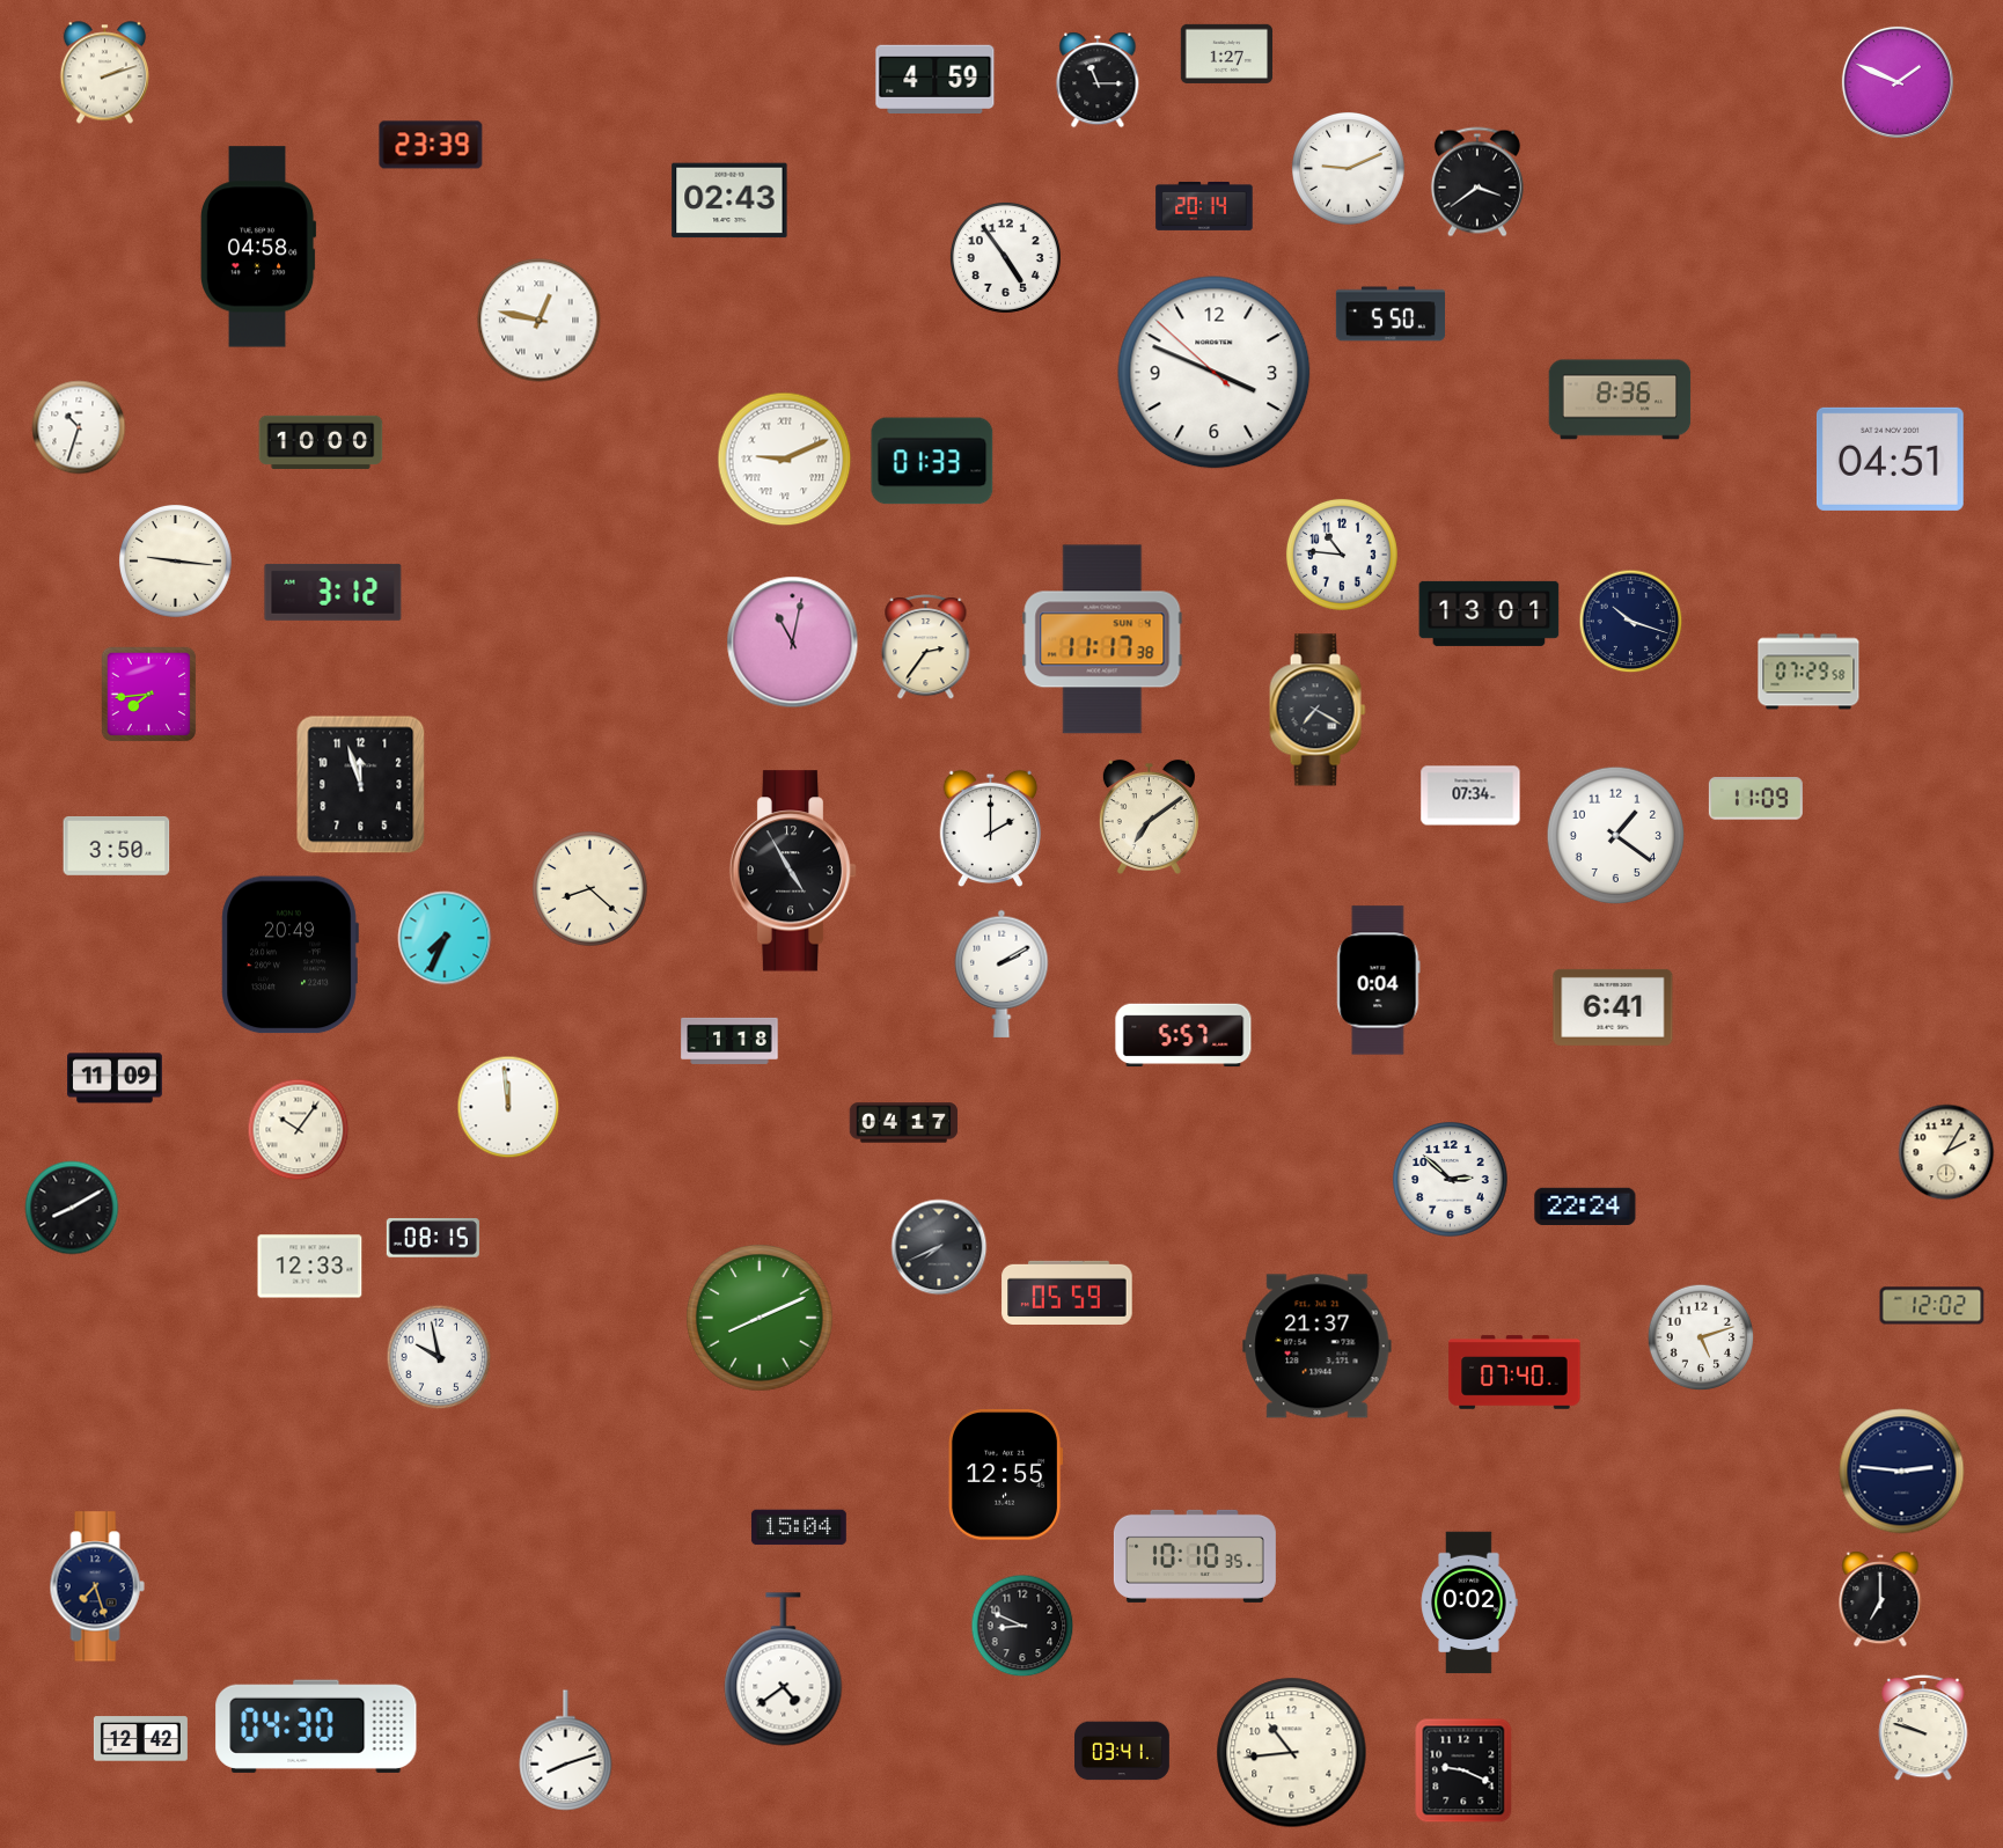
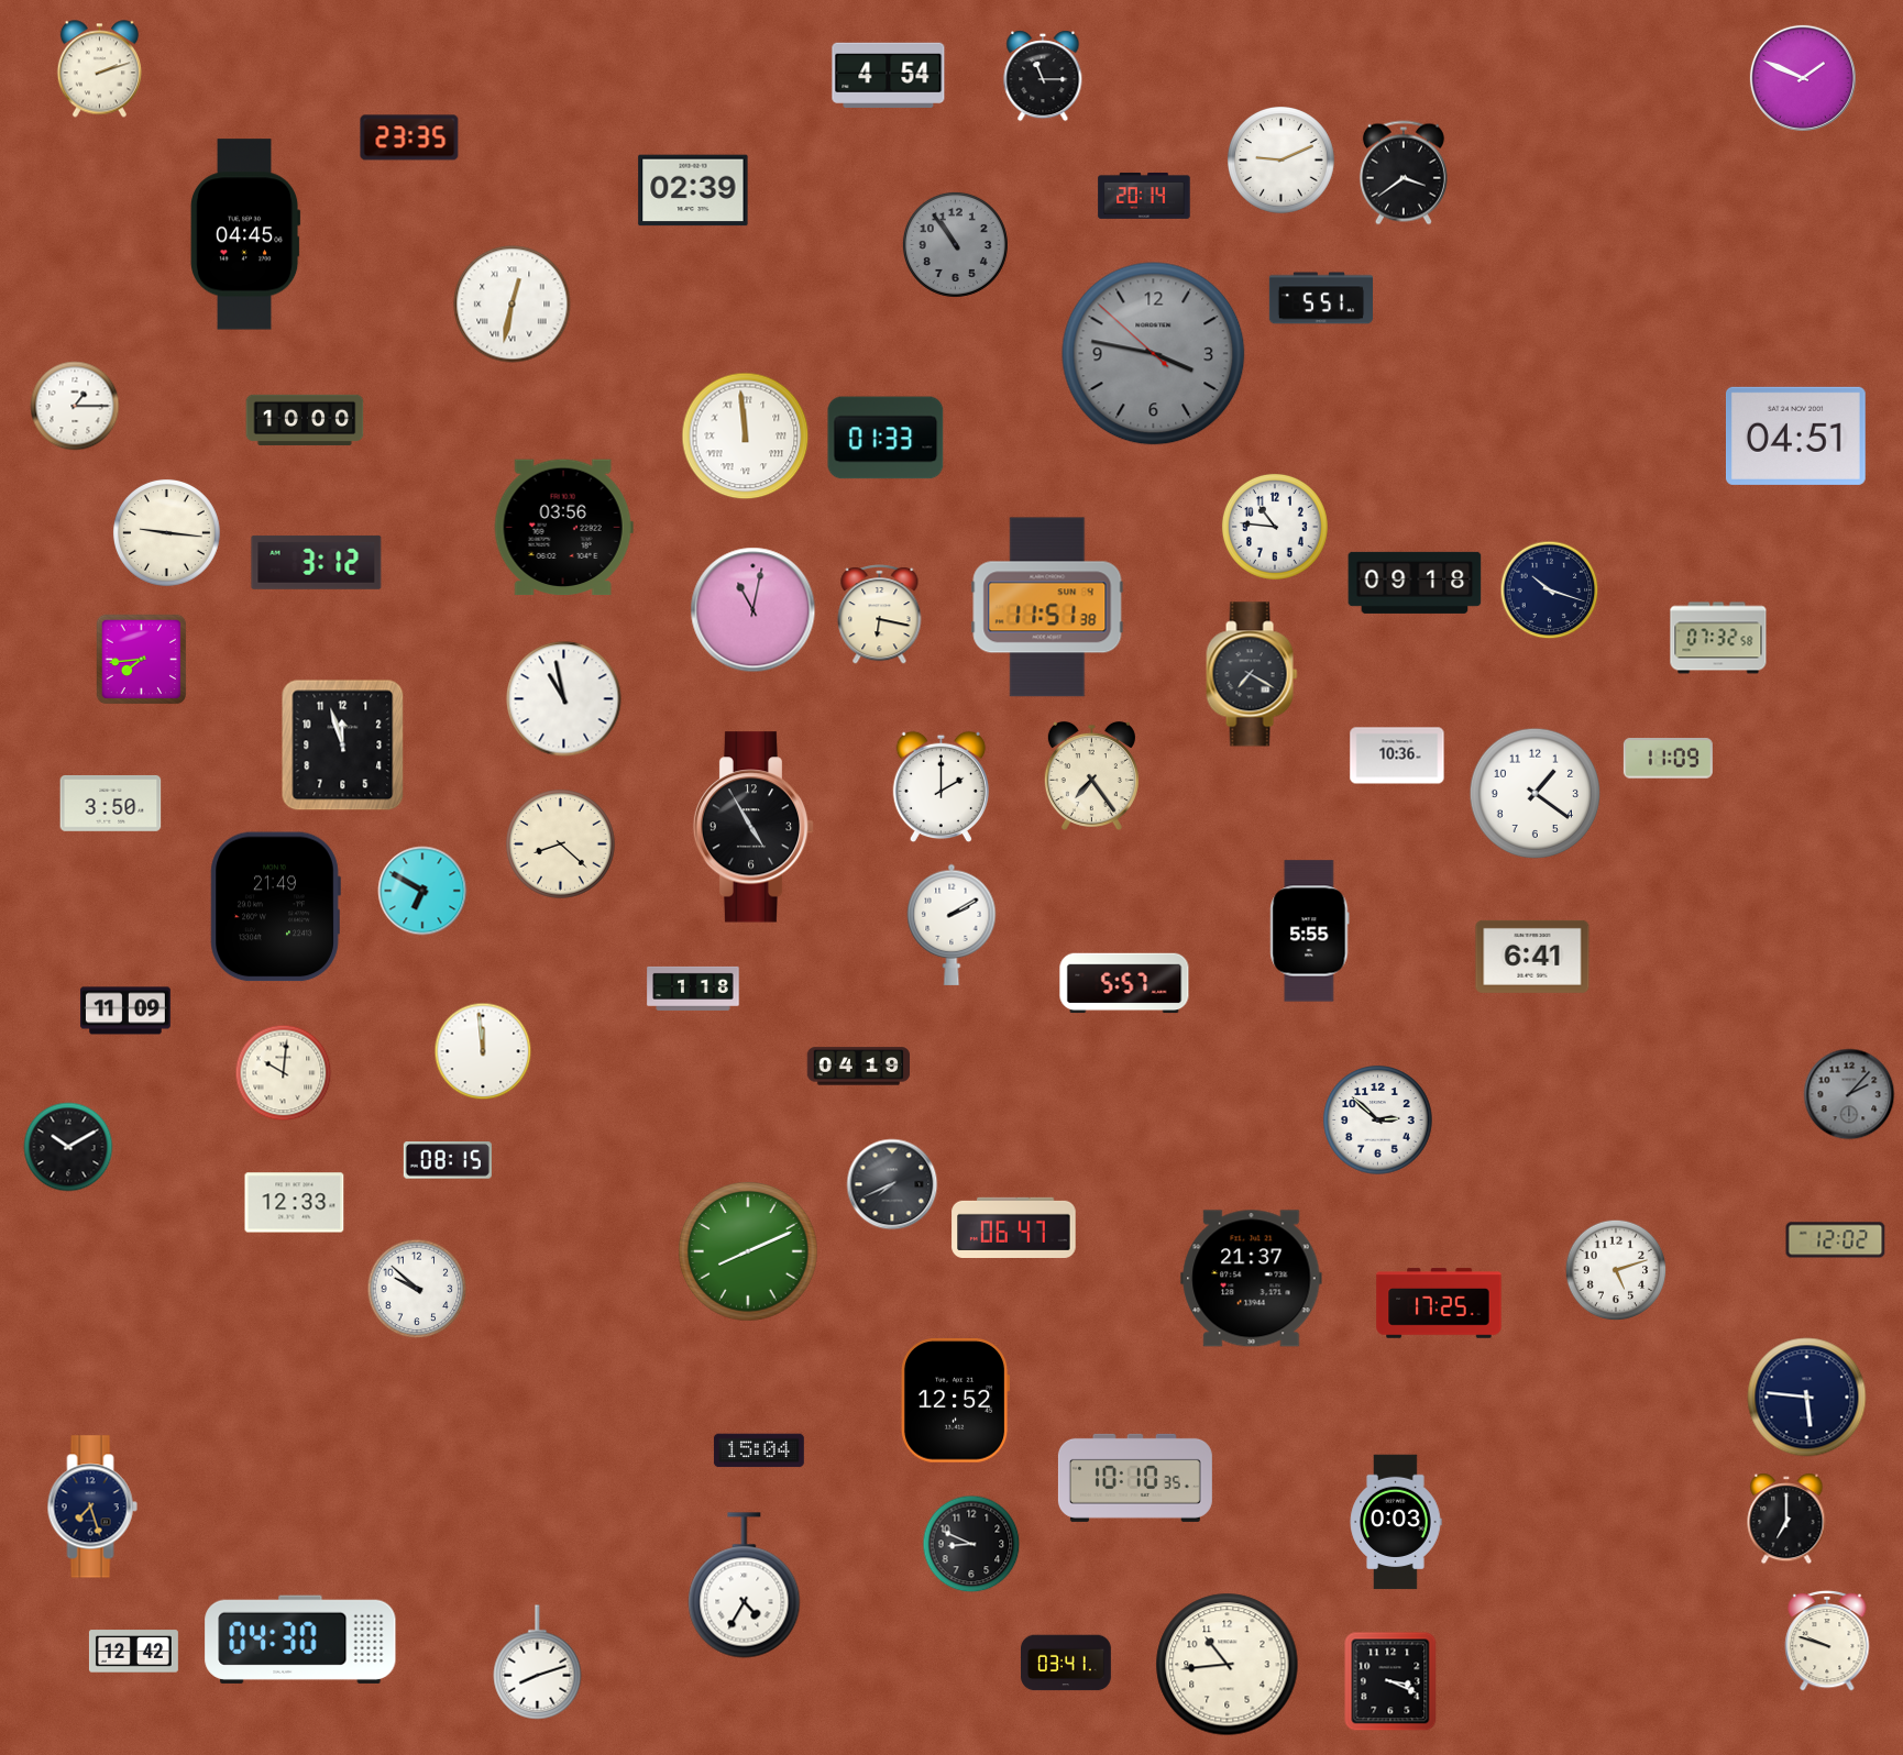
clock at (1226, 53): 1:27 -> none
clock at (936, 79): 4:59 -> 4:54
clock at (431, 145): 23:39 -> 23:35
clock at (729, 200): 02:43 -> 02:39
clock at (258, 247): 04:58 -> 04:45
clock at (1005, 257): 4:54 -> 10:54
clock at (1005, 257) dial: white -> grey
clock at (1389, 314): 5:50 -> 5:51
clock at (540, 321): 12:47 -> 12:32
clock at (1215, 373): 3:48 -> 3:46
clock at (1215, 373) dial: white -> grey
clock at (1620, 399): 8:36 -> none
clock at (79, 427): 10:33 -> 1:15
clock at (785, 460): 9:11 -> 11:59
clock at (563, 528): none -> 03:56
clock at (1489, 614): 13:01 -> 09:18
clock at (1102, 639): 11:17 -> 11:51
clock at (926, 647): 2:36 -> 6:17
clock at (1808, 672): 07:29 -> 07:32
clock at (564, 699): none -> 10:58
clock at (1470, 795): 07:34 -> 10:36
clock at (1149, 816): 7:09 -> 7:24
clock at (445, 938): 7:34 -> 6:50
clock at (289, 955): 20:49 -> 21:49
clock at (1379, 981): 0:04 -> 5:55
clock at (116, 1078) position: (116, 1078) -> (127, 1011)
clock at (904, 1123): 04:17 -> 04:19
clock at (299, 1130): 10:06 -> 10:01
clock at (1946, 1152): 2:05 -> 2:07
clock at (1946, 1152) dial: cream -> grey
clock at (1585, 1205): 22:24 -> none
clock at (72, 1208): 8:10 -> 10:10
clock at (433, 1238) position: (433, 1238) -> (448, 1160)
clock at (1067, 1292): 05:59 -> 06:47
clock at (760, 1318) position: (760, 1318) -> (748, 1251)
clock at (439, 1357): 9:58 -> 9:52
clock at (1514, 1372): 07:40 -> 17:25
clock at (1902, 1472): 2:46 -> 5:46
clock at (1005, 1475): 12:55 -> 12:52
clock at (1469, 1603): 0:02 -> 0:03
clock at (784, 1670): 4:39 -> 4:35
clock at (1463, 1770): 9:19 -> 3:19
